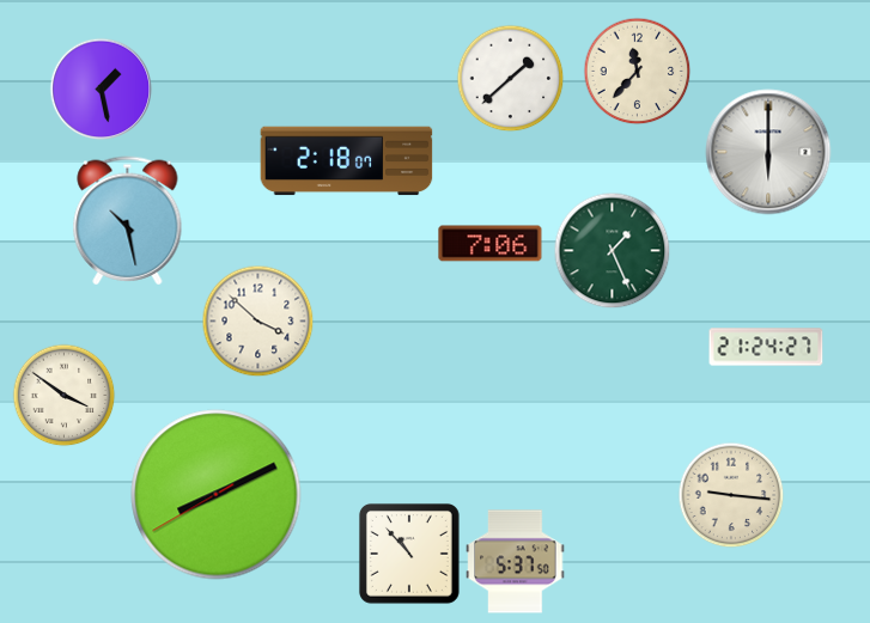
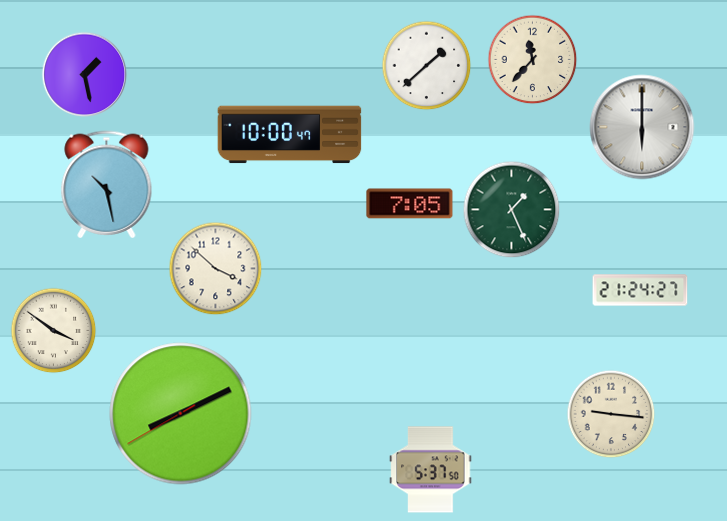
clock at (347, 161): 2:18 -> 10:00
clock at (491, 244): 7:06 -> 7:05
clock at (409, 554): 10:53 -> none
